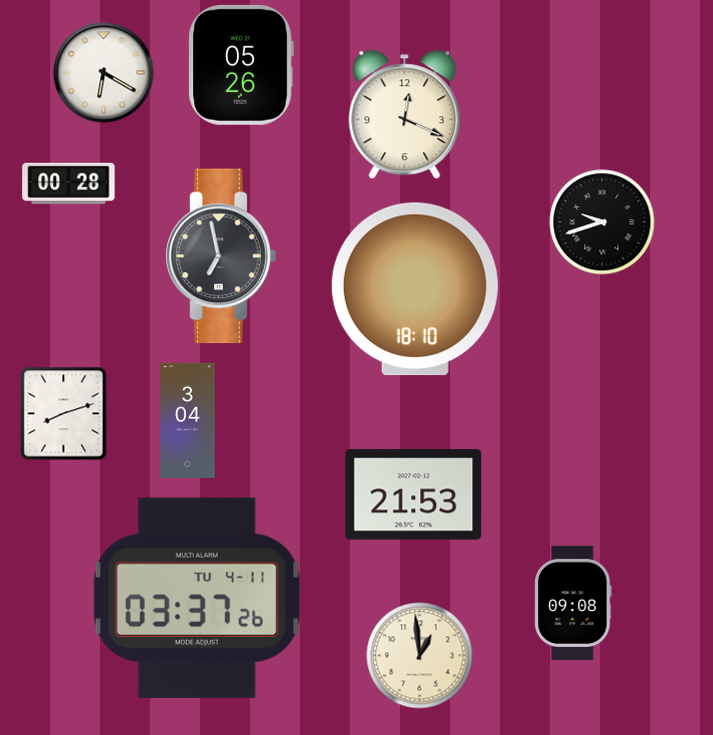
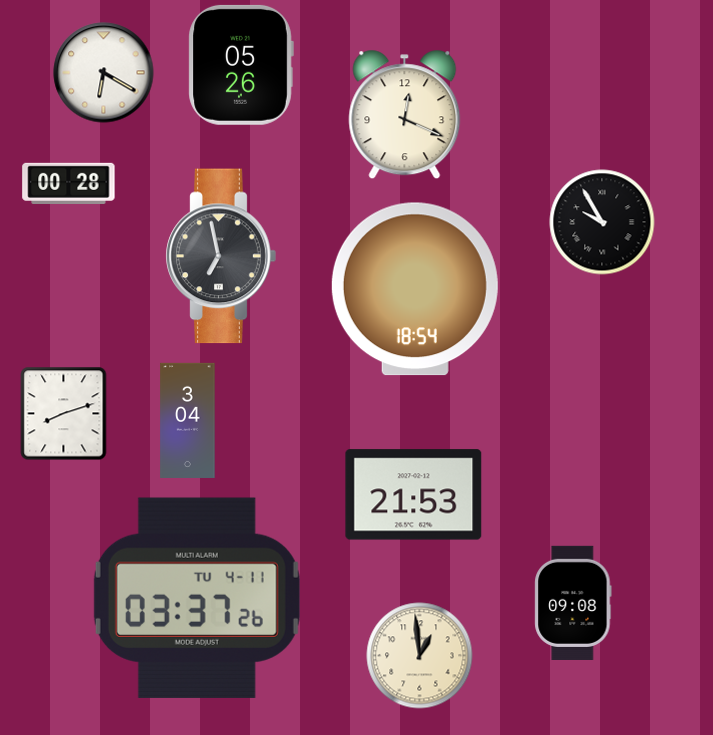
clock at (602, 222): 9:42 -> 9:55
clock at (415, 289): 18:10 -> 18:54
